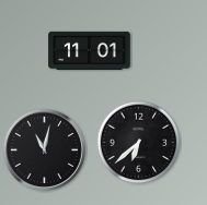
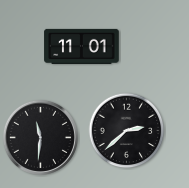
clock at (139, 143): 6:38 -> 2:38
clock at (44, 149): 11:02 -> 11:31
